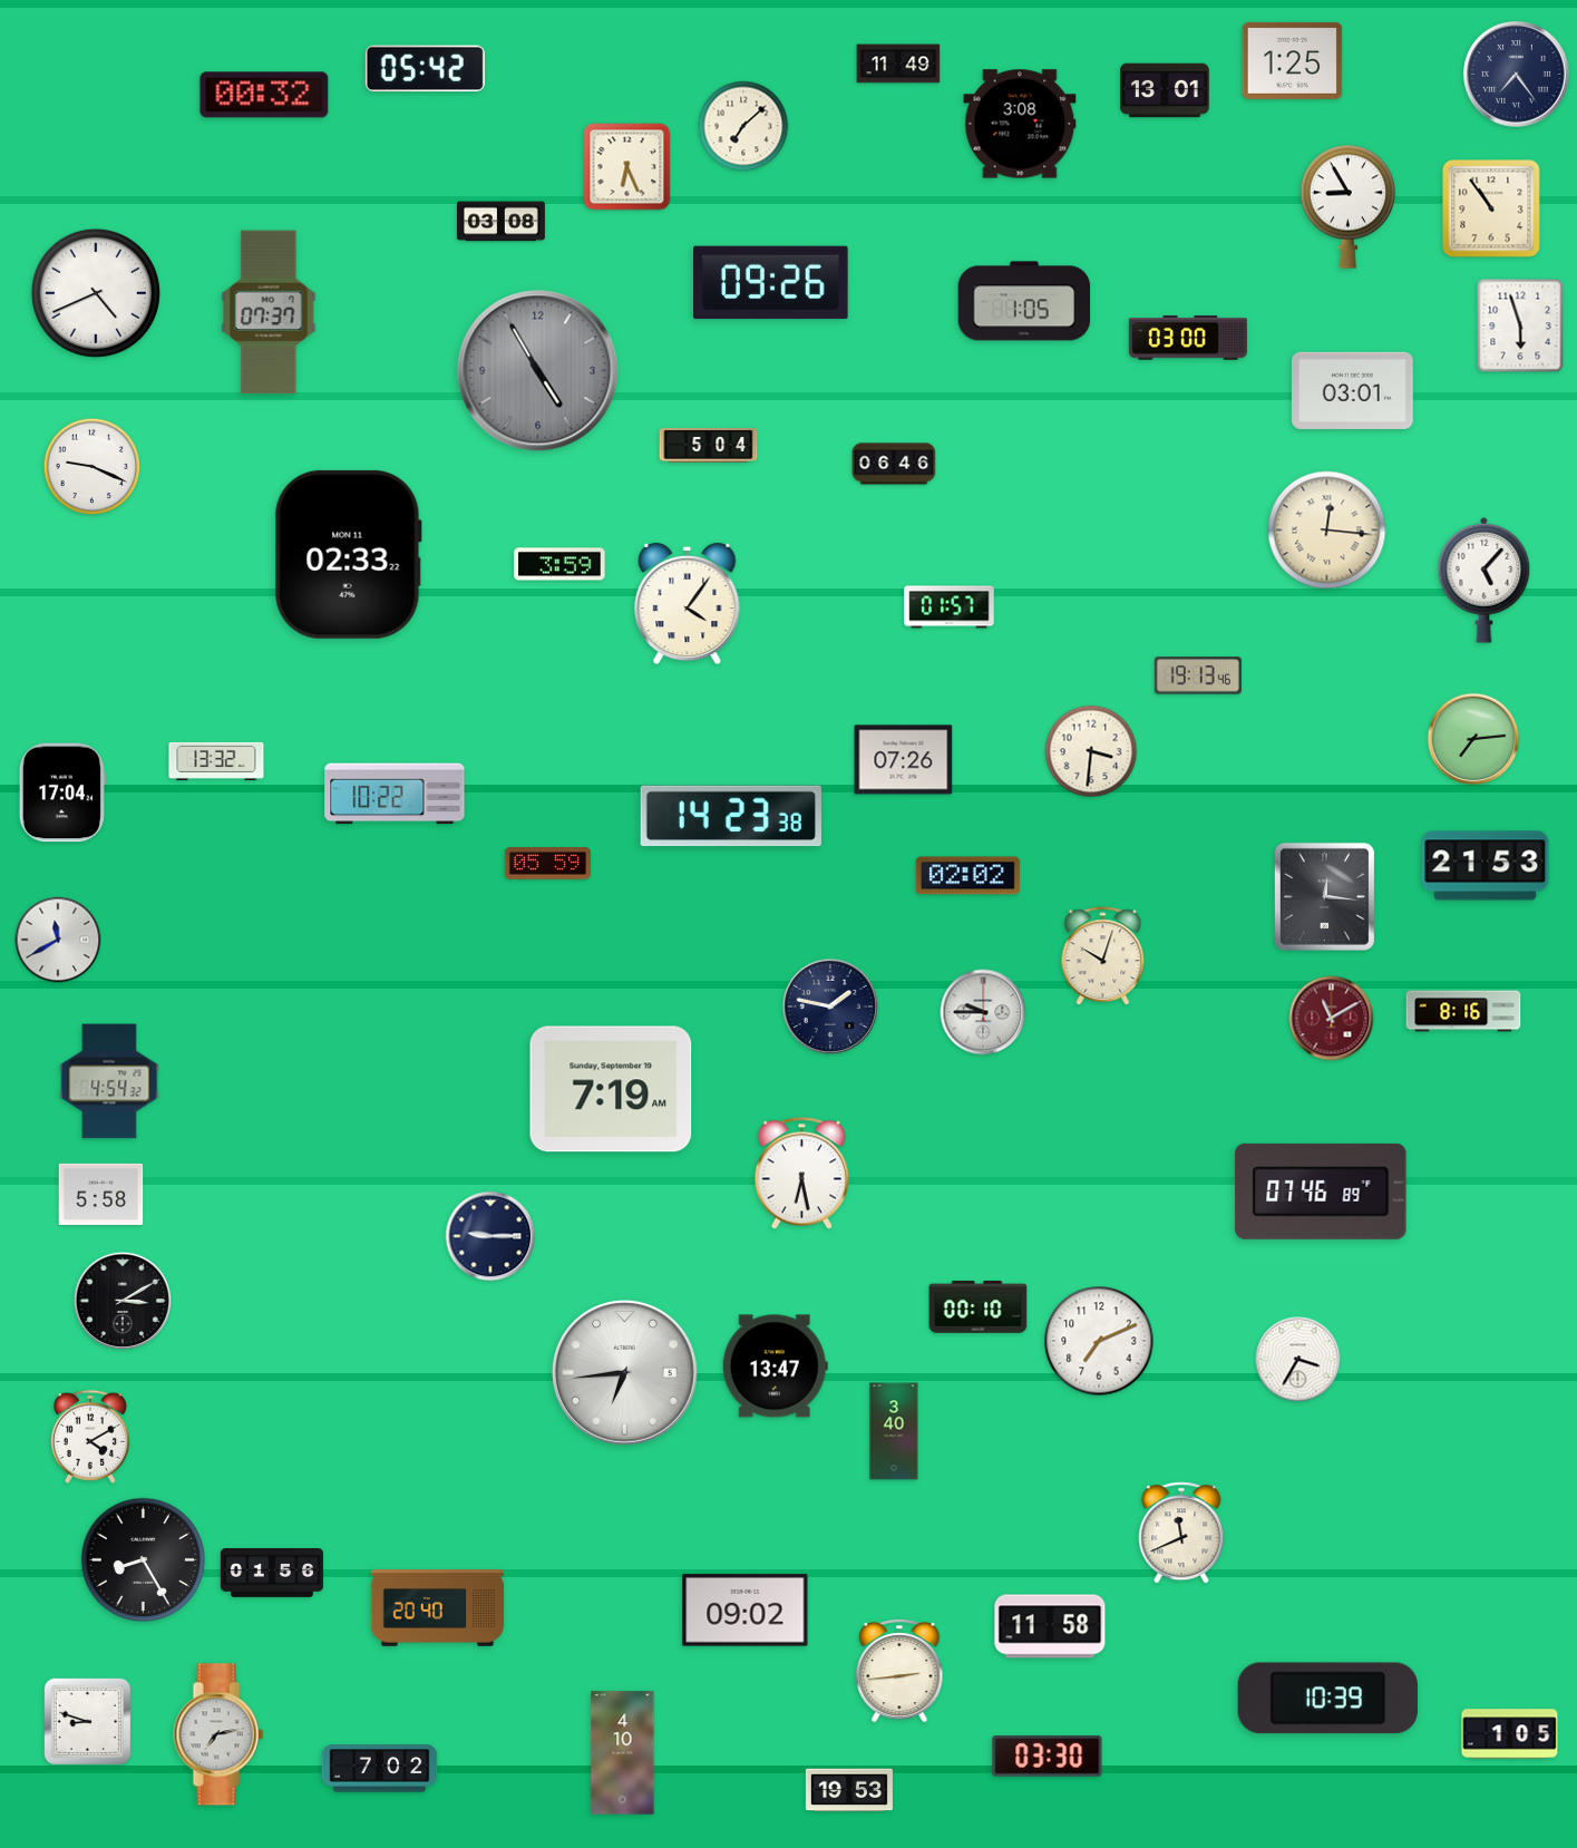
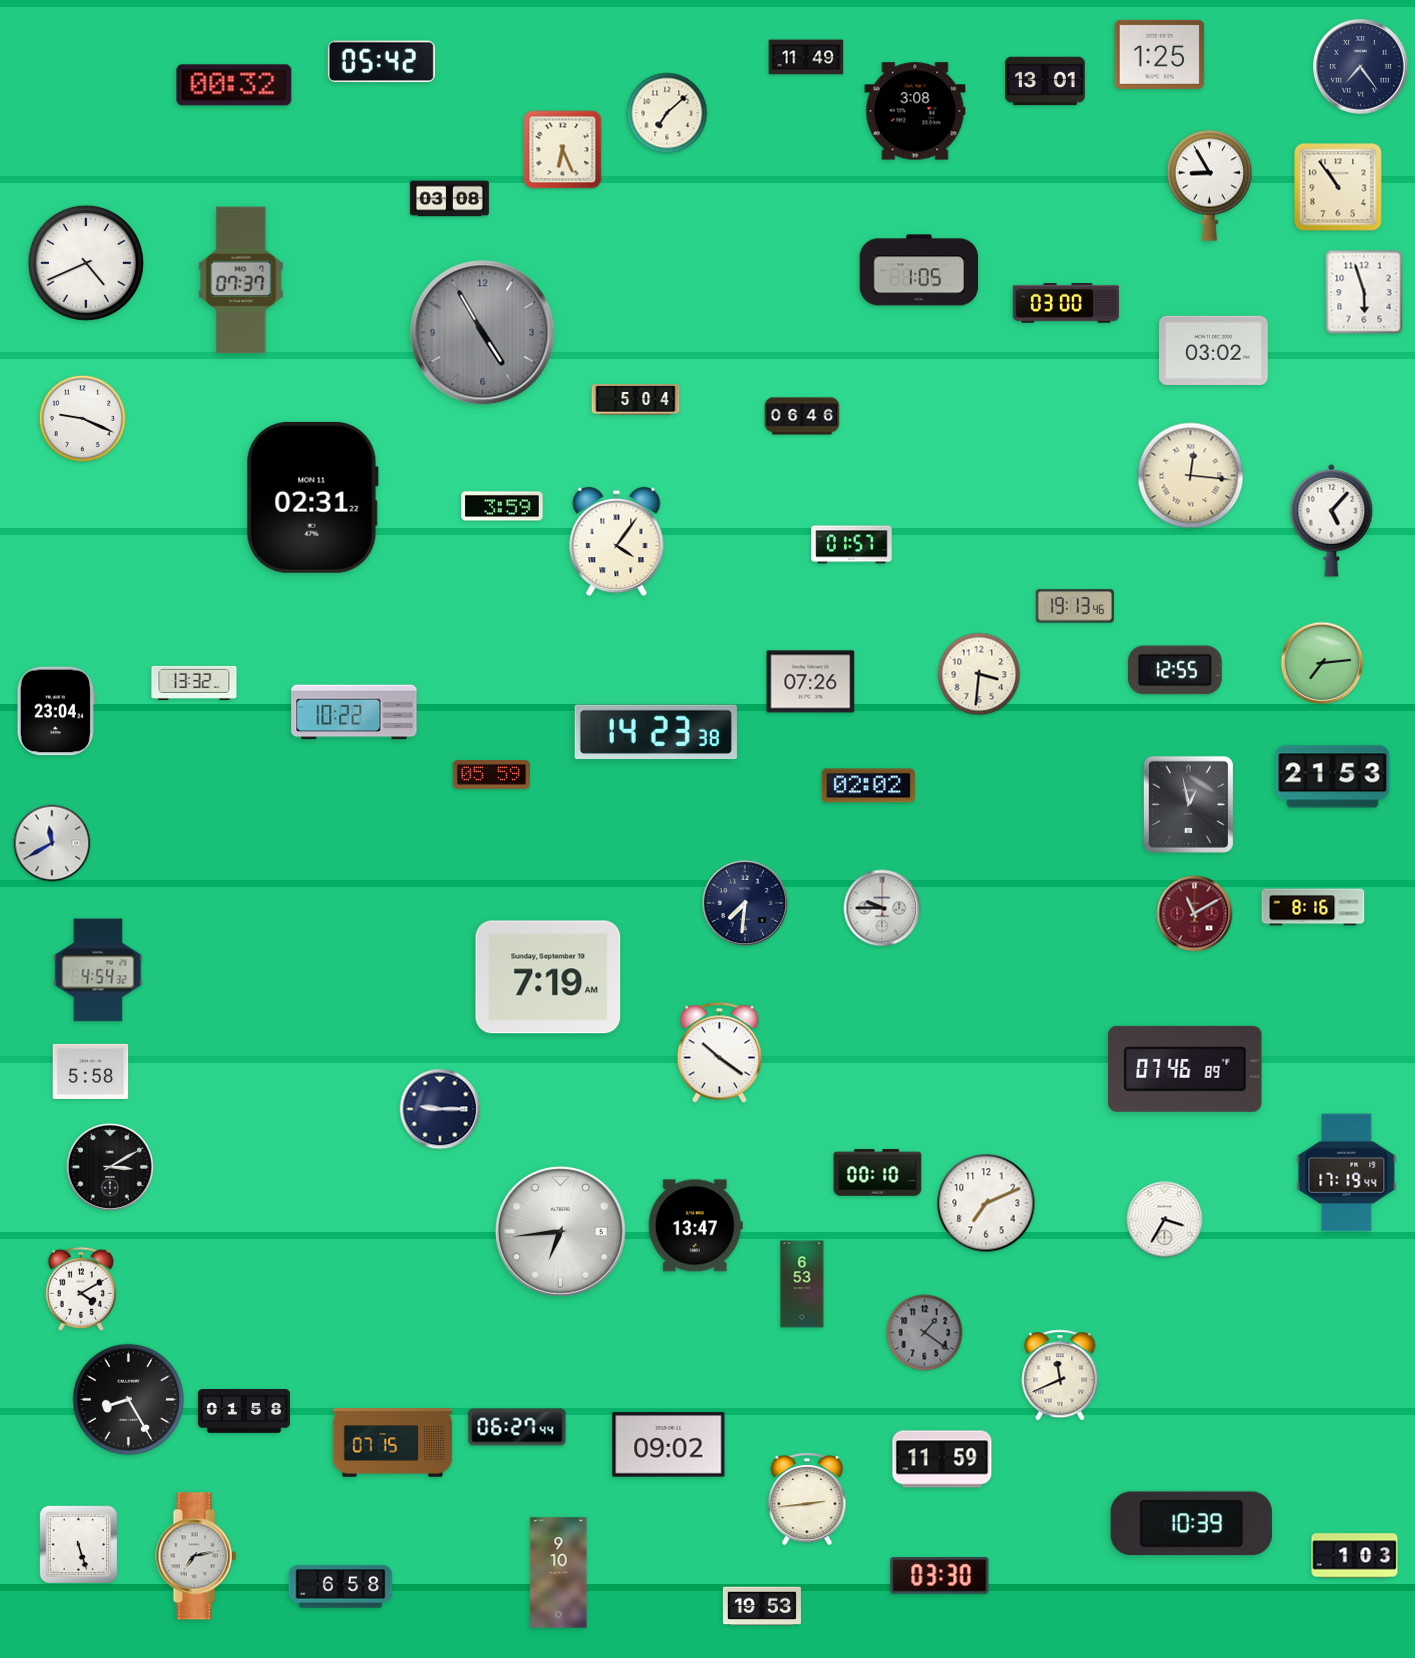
clock at (264, 95) position: (264, 95) -> (234, 85)
clock at (771, 283): 09:26 -> none
clock at (1353, 390): 03:01 -> 03:02
clock at (348, 554): 02:33 -> 02:31
clock at (1175, 670): none -> 12:55
clock at (62, 792): 17:04 -> 23:04
clock at (1324, 896): 12:16 -> 12:58
clock at (1103, 956): 10:03 -> none
clock at (830, 1006): 1:47 -> 7:31
clock at (801, 1174): 6:28 -> 10:21
clock at (1347, 1173): none -> 17:19
clock at (894, 1431): 3:40 -> 6:53
clock at (925, 1333): none -> 1:21
clock at (272, 1574): 01:56 -> 01:58
clock at (517, 1427): none -> 06:27
clock at (438, 1608): 20:40 -> 07:15
clock at (1050, 1626): 11:58 -> 11:59
clock at (88, 1722): 8:48 -> 5:27
clock at (1510, 1734): 1:05 -> 1:03
clock at (623, 1753): 4:10 -> 9:10
clock at (380, 1769): 7:02 -> 6:58
